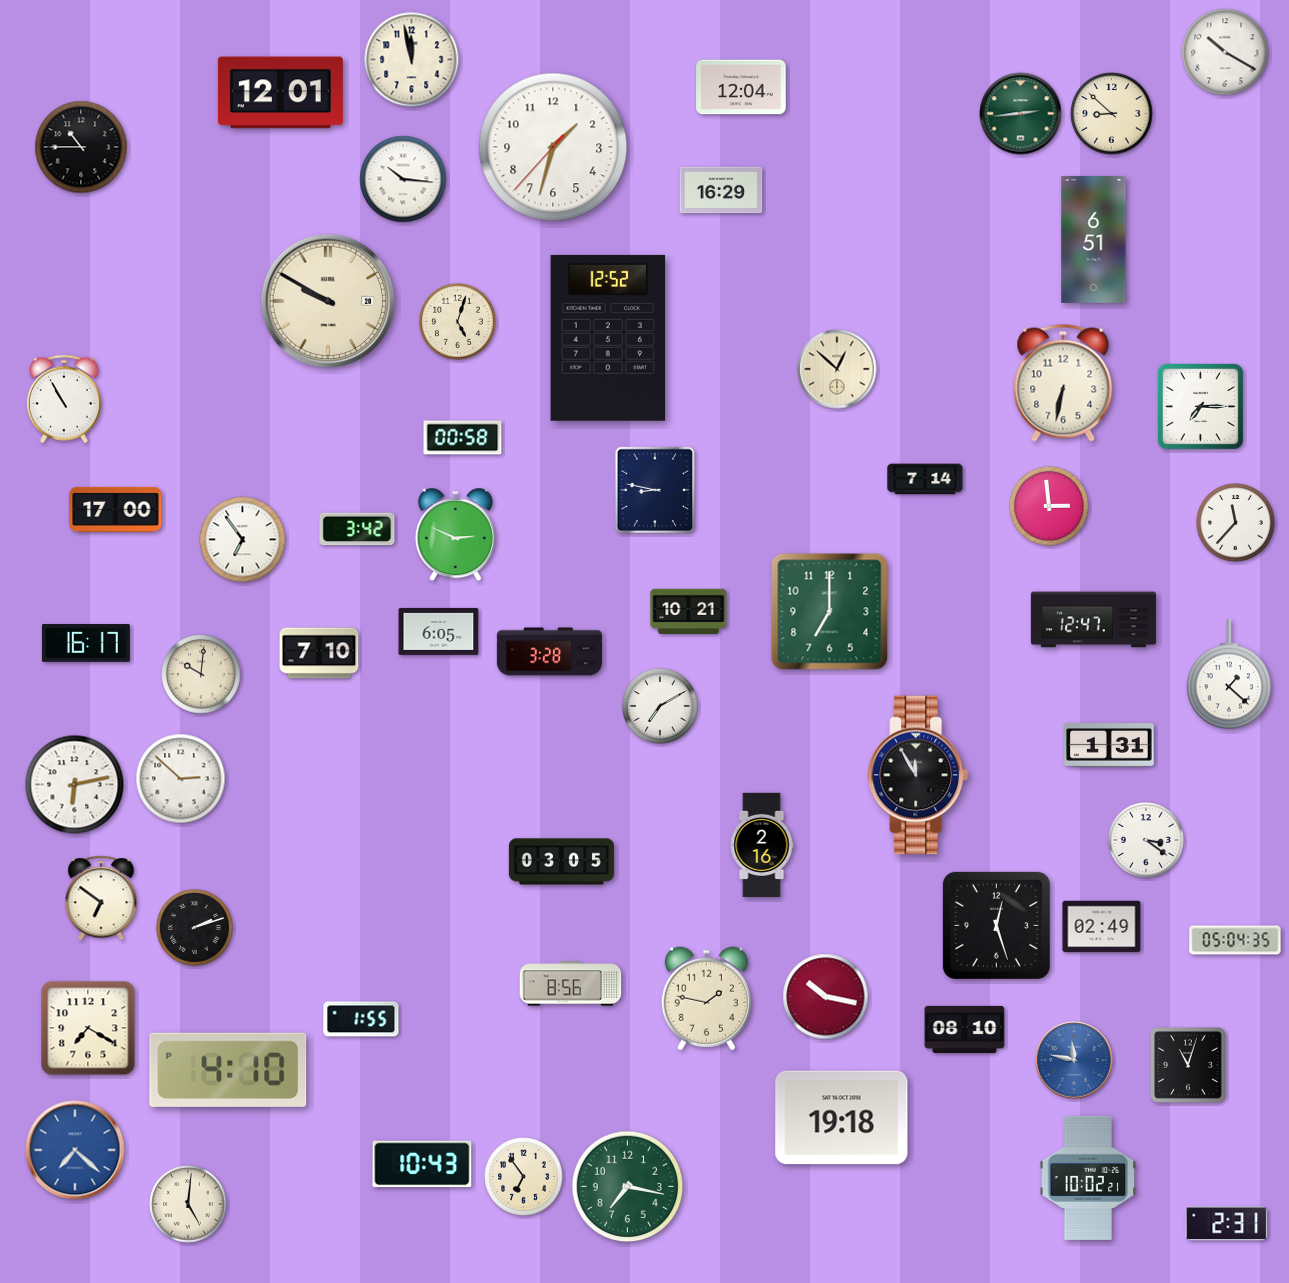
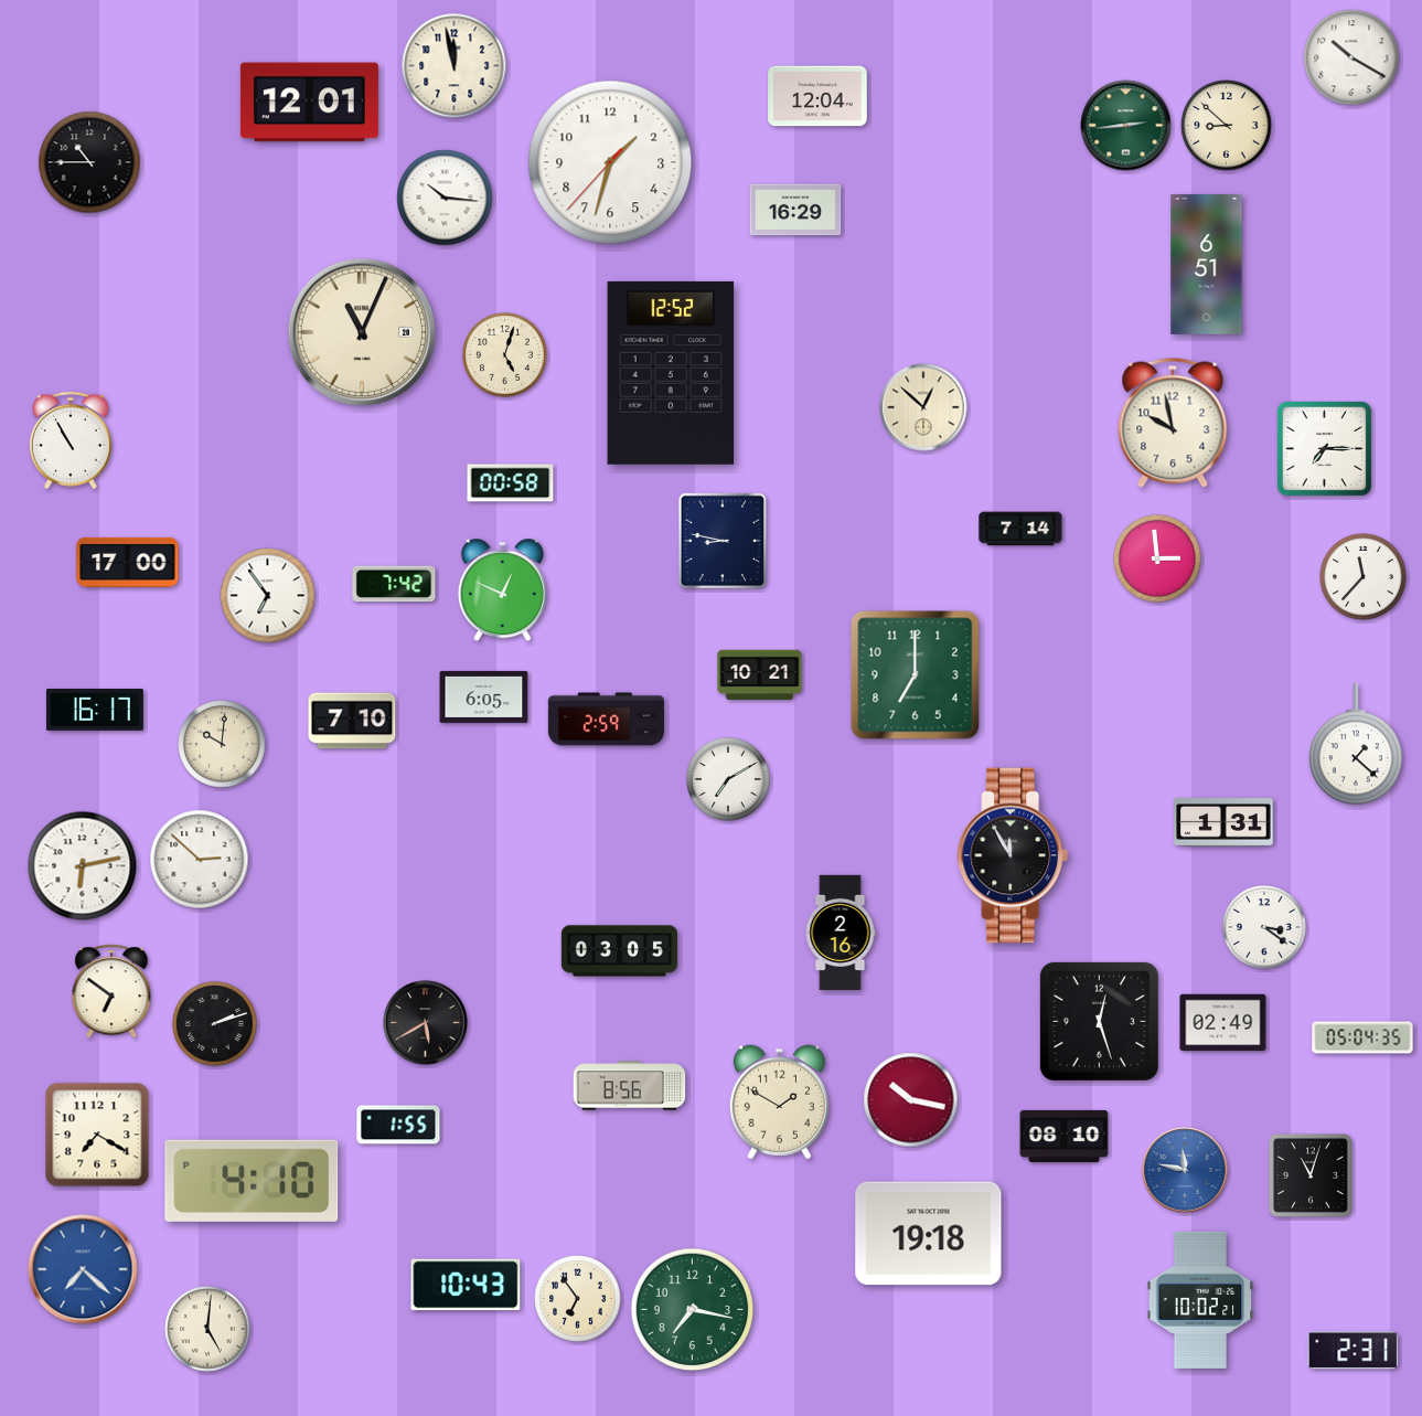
clock at (328, 301): 9:50 -> 11:04
clock at (1063, 383): 6:32 -> 9:58
clock at (357, 529): 3:42 -> 7:42
clock at (455, 535): 2:49 -> 12:49
clock at (1093, 620): 12:47 -> none
clock at (549, 652): 3:28 -> 2:59
clock at (426, 1023): none -> 5:40
clock at (1102, 927) position: (1102, 927) -> (1223, 1023)
clock at (706, 999): 1:47 -> 1:50
